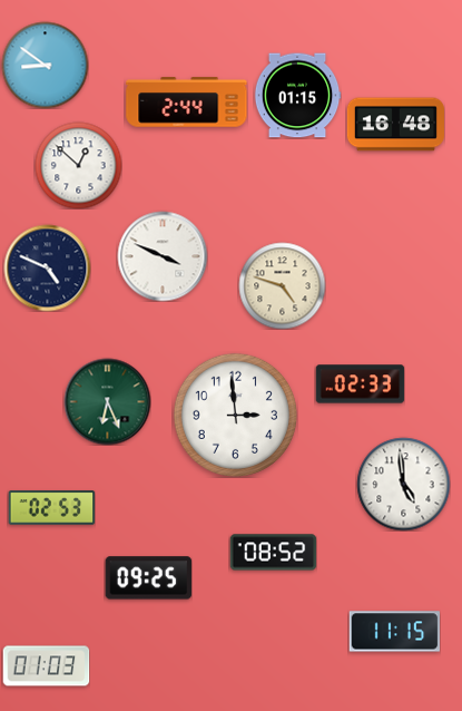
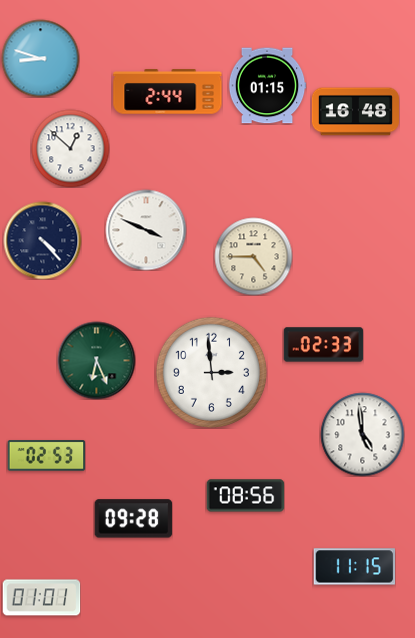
clock at (45, 65): 8:51 -> 8:48
clock at (47, 267): 4:49 -> 4:23
clock at (282, 285): 4:48 -> 4:45
clock at (273, 553): 08:52 -> 08:56
clock at (148, 578): 09:25 -> 09:28
clock at (46, 666): 01:03 -> 01:01
